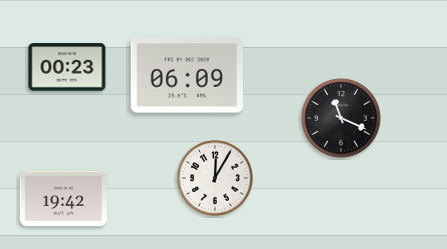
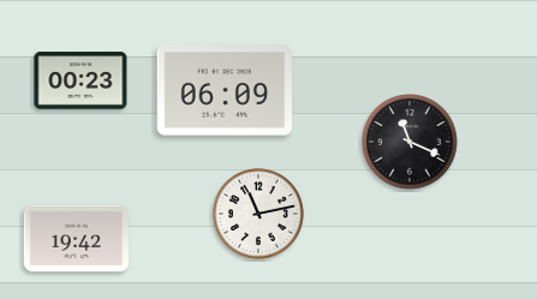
clock at (216, 179): 12:05 -> 11:13
